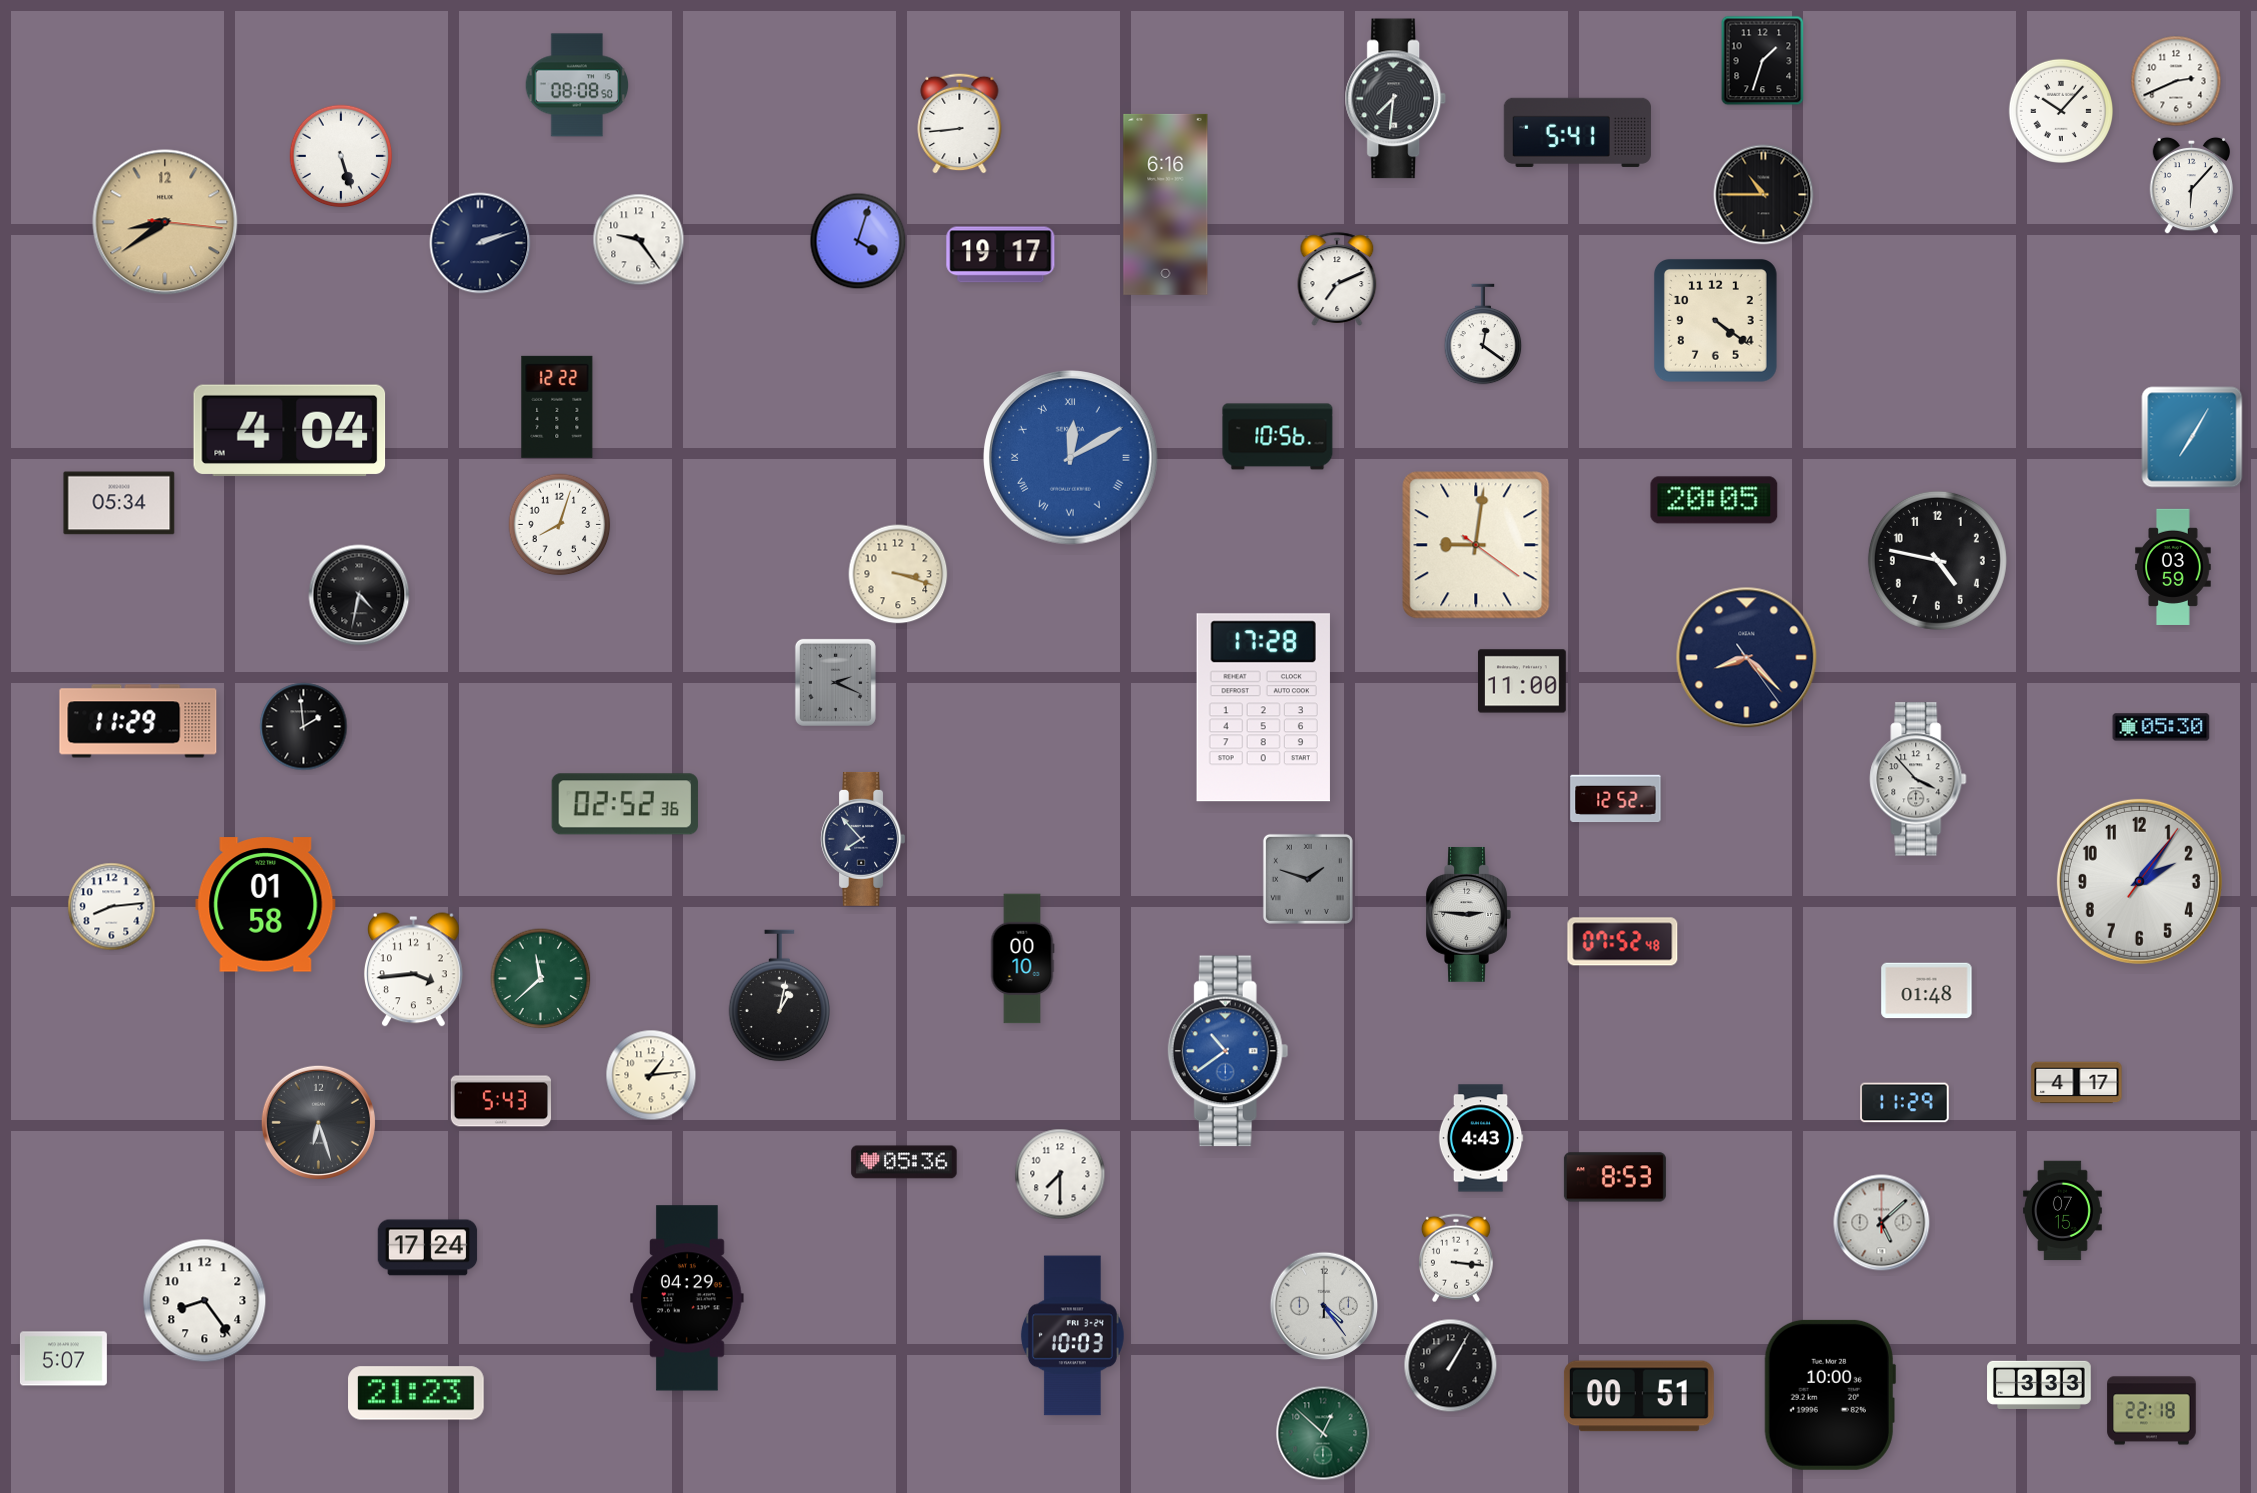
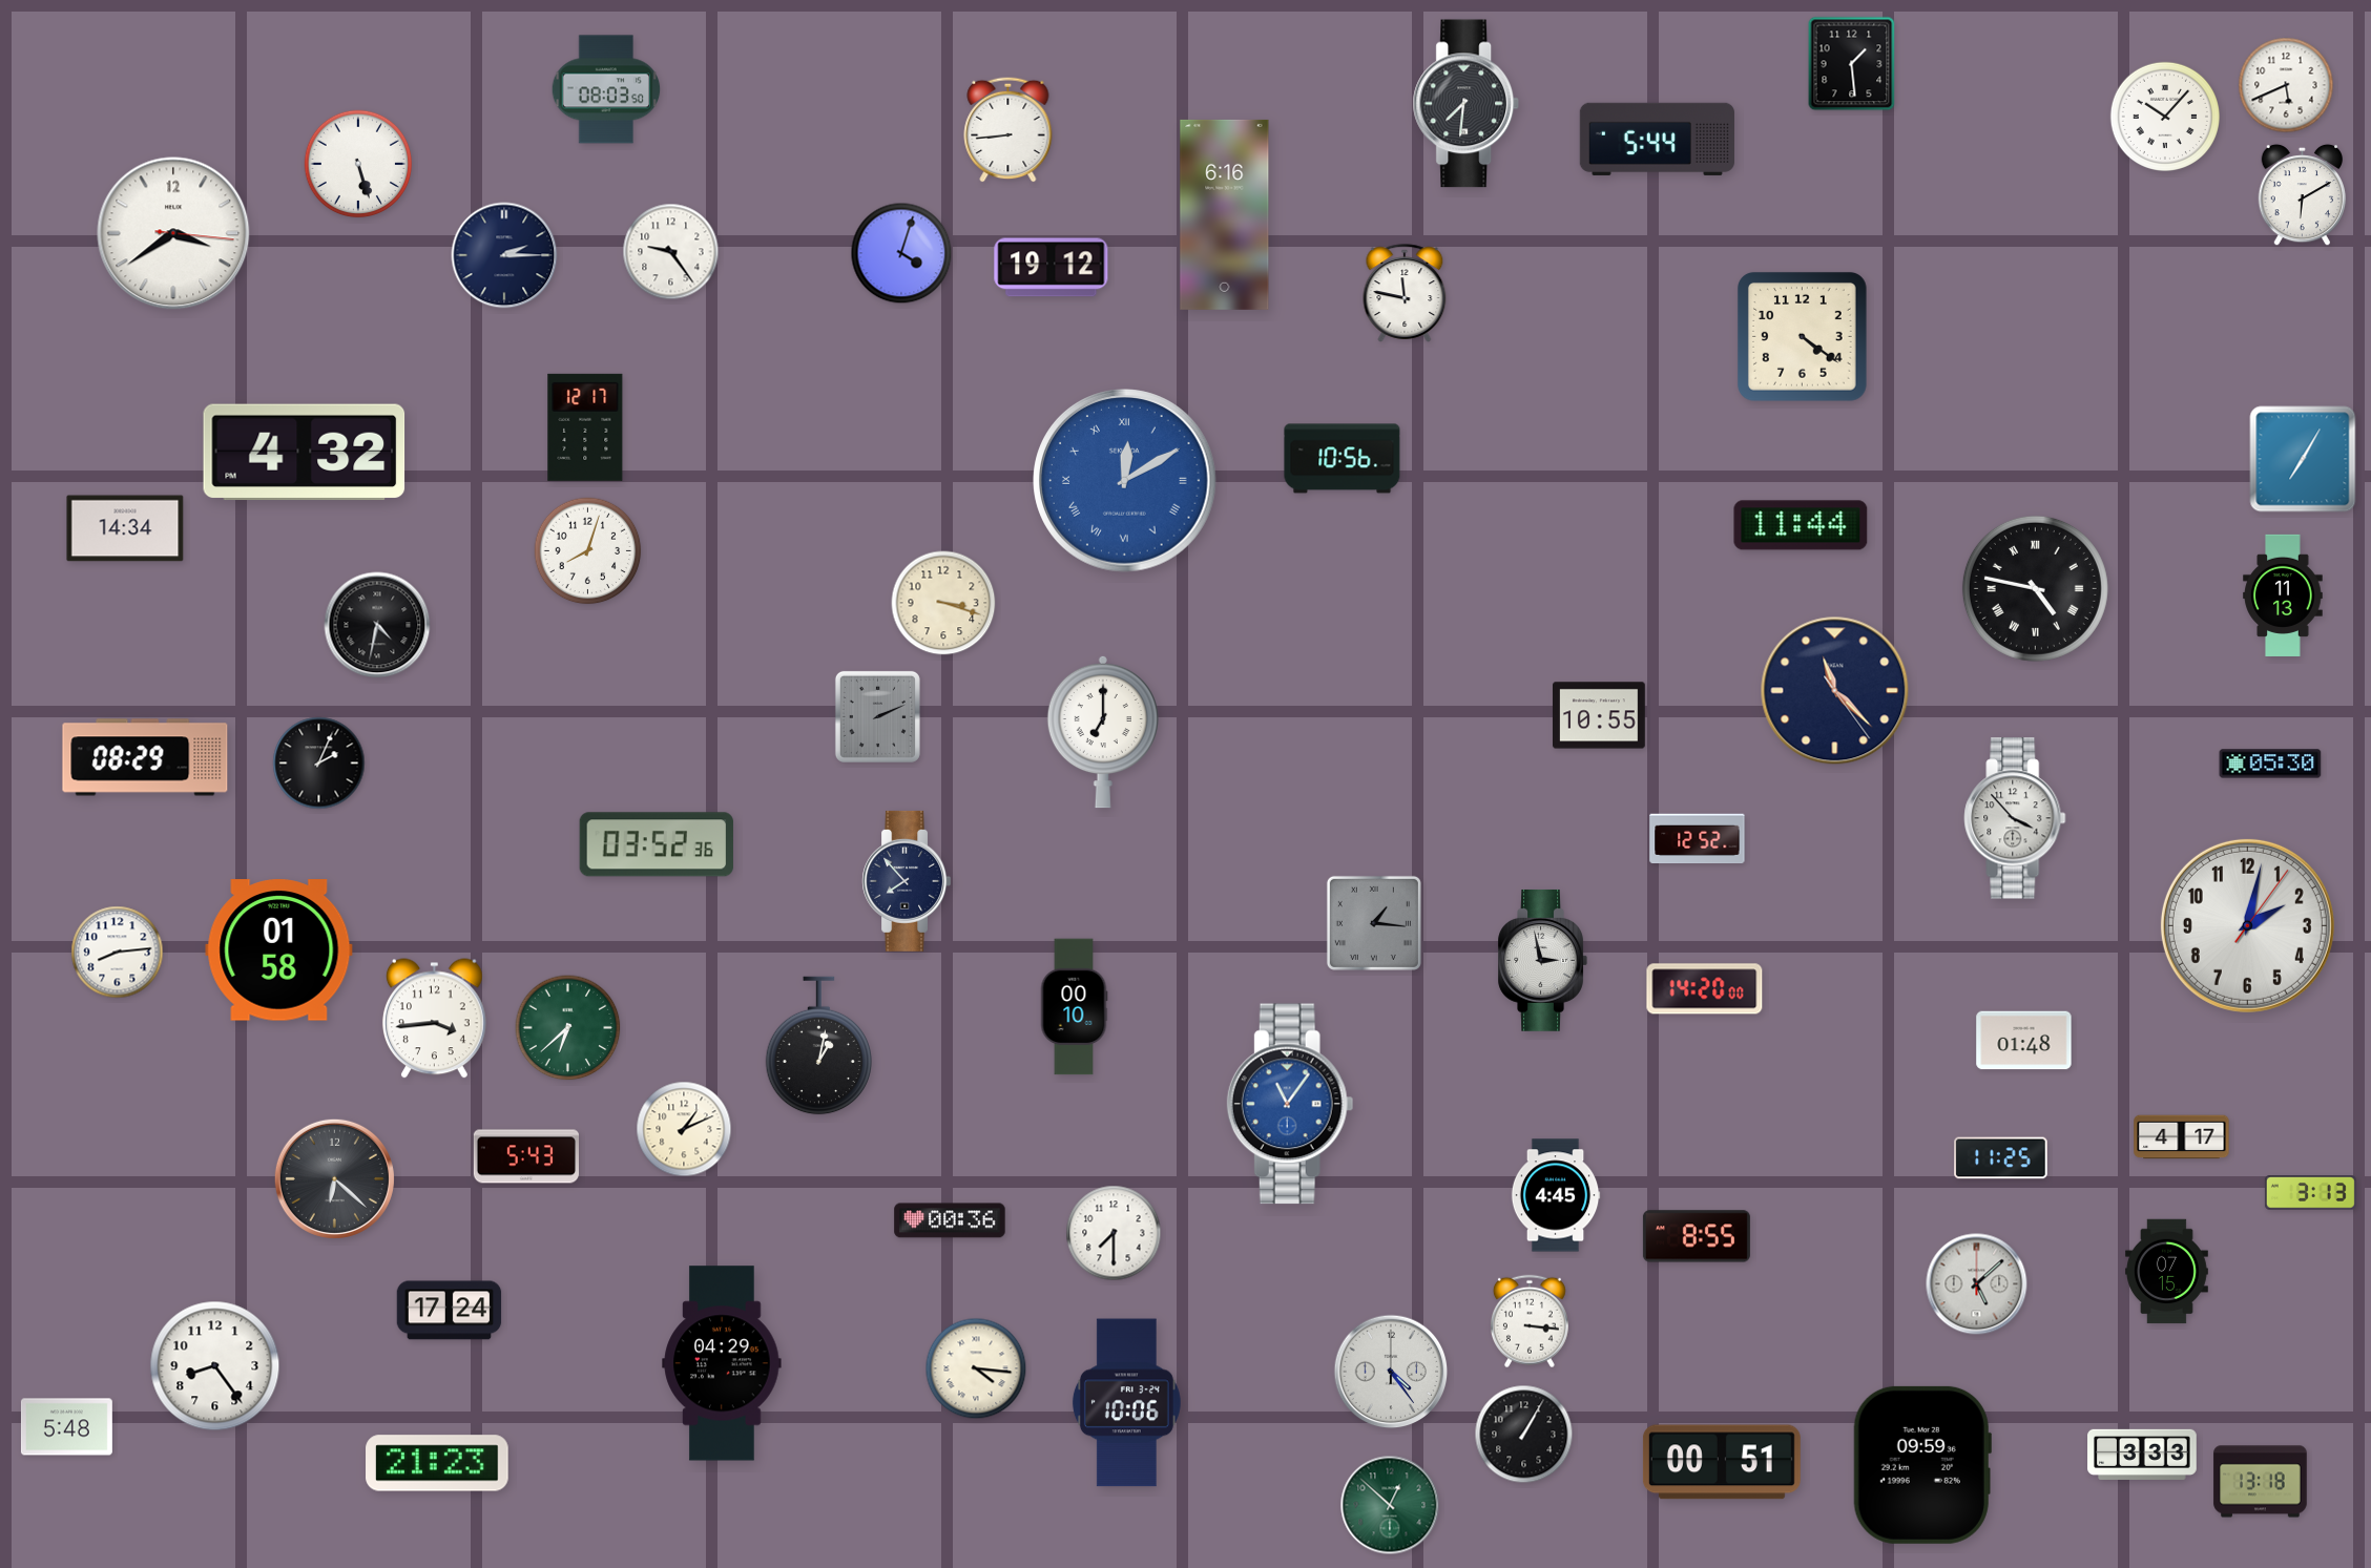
clock at (1763, 61): 1:33 -> 1:29
clock at (2176, 81): 2:41 -> 5:41
clock at (577, 85): 08:08 -> 08:03
clock at (1577, 132): 5:41 -> 5:44
clock at (2191, 186): 6:07 -> 6:10
clock at (1764, 195): 10:45 -> none
clock at (165, 222): 8:39 -> 3:39
clock at (165, 222) dial: champagne -> white
clock at (480, 243): 2:12 -> 2:15
clock at (1001, 255): 19:17 -> 19:12
clock at (1337, 279): 7:11 -> 11:47
clock at (1483, 334): 12:21 -> none
clock at (557, 407): 12:22 -> 12:17
clock at (290, 431): 4:04 -> 4:32
clock at (1714, 500): 20:05 -> 11:44
clock at (119, 503): 05:34 -> 14:34
clock at (1476, 545): 9:01 -> none
clock at (1937, 560) numerals: Arabic -> Roman
clock at (2173, 567): 03:59 -> 11:13
clock at (1747, 658): 8:22 -> 11:22
clock at (1523, 681): 11:00 -> 10:55
clock at (835, 682): 2:19 -> 2:11
clock at (1103, 732): none -> 7:00
clock at (1263, 708): 17:28 -> none
clock at (138, 721): 11:29 -> 08:29
clock at (304, 727): 1:59 -> 2:04
clock at (625, 804): 02:52 -> 03:52
clock at (1308, 879): 1:48 -> 1:16
clock at (2139, 881): 2:06 -> 2:02
clock at (1468, 914): 2:46 -> 2:58
clock at (1623, 942): 07:52 -> 14:20
clock at (541, 979): 11:38 -> 6:38
clock at (1228, 1051): 10:39 -> 11:06
clock at (651, 1075): 1:14 -> 1:11
clock at (1905, 1103): 11:29 -> 11:25
clock at (318, 1122): 6:27 -> 6:22
clock at (2310, 1193): none -> 3:13
clock at (1481, 1138): 4:43 -> 4:45
clock at (904, 1162): 05:36 -> 00:36
clock at (1615, 1177): 8:53 -> 8:55
clock at (976, 1368): none -> 4:16
clock at (1072, 1336): 10:03 -> 10:06
clock at (63, 1359): 5:07 -> 5:48
clock at (1830, 1395): 10:00 -> 09:59
clock at (1639, 1396) position: (1639, 1396) -> (1722, 1462)
clock at (2152, 1411): 22:18 -> 13:18
